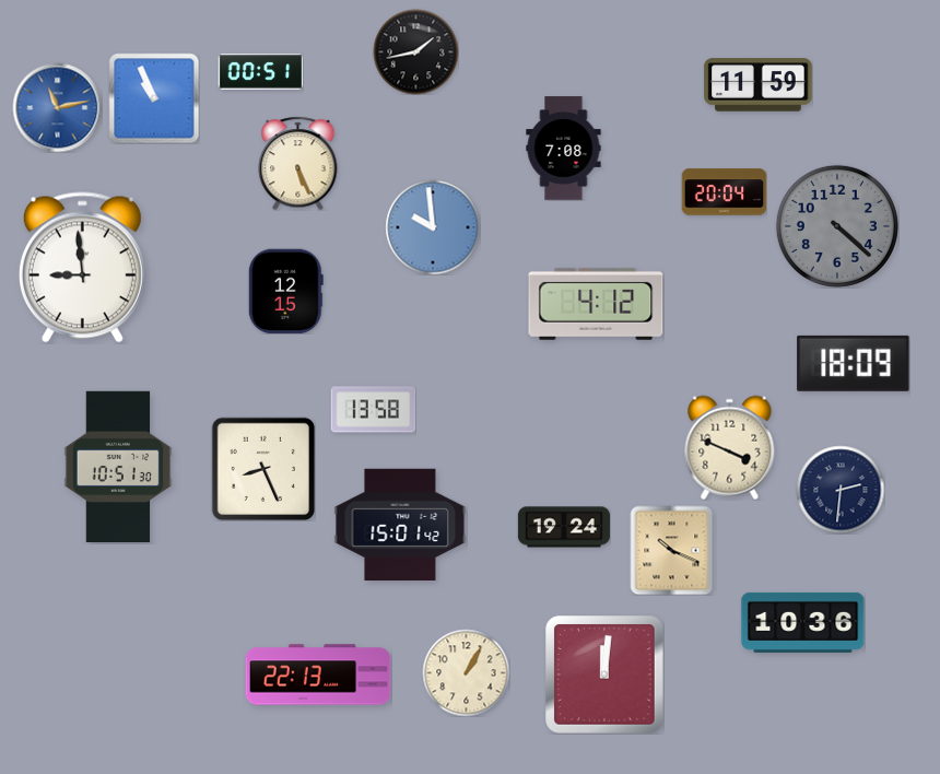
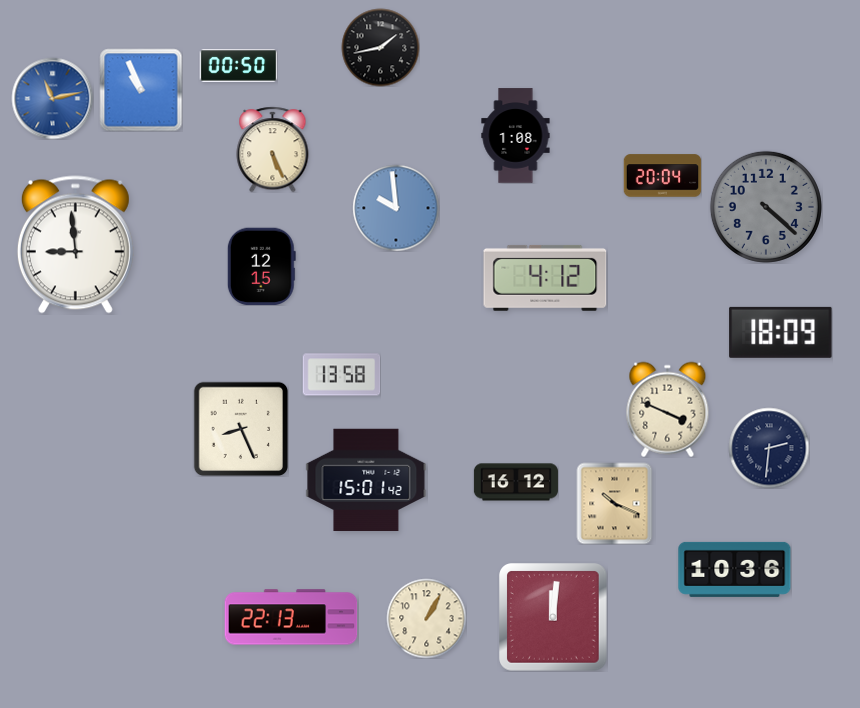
clock at (260, 72): 00:51 -> 00:50
clock at (759, 85): 11:59 -> none
clock at (564, 149): 7:08 -> 1:08
clock at (118, 466): 10:51 -> none
clock at (564, 527): 19:24 -> 16:12
clock at (466, 672) position: (466, 672) -> (426, 618)
